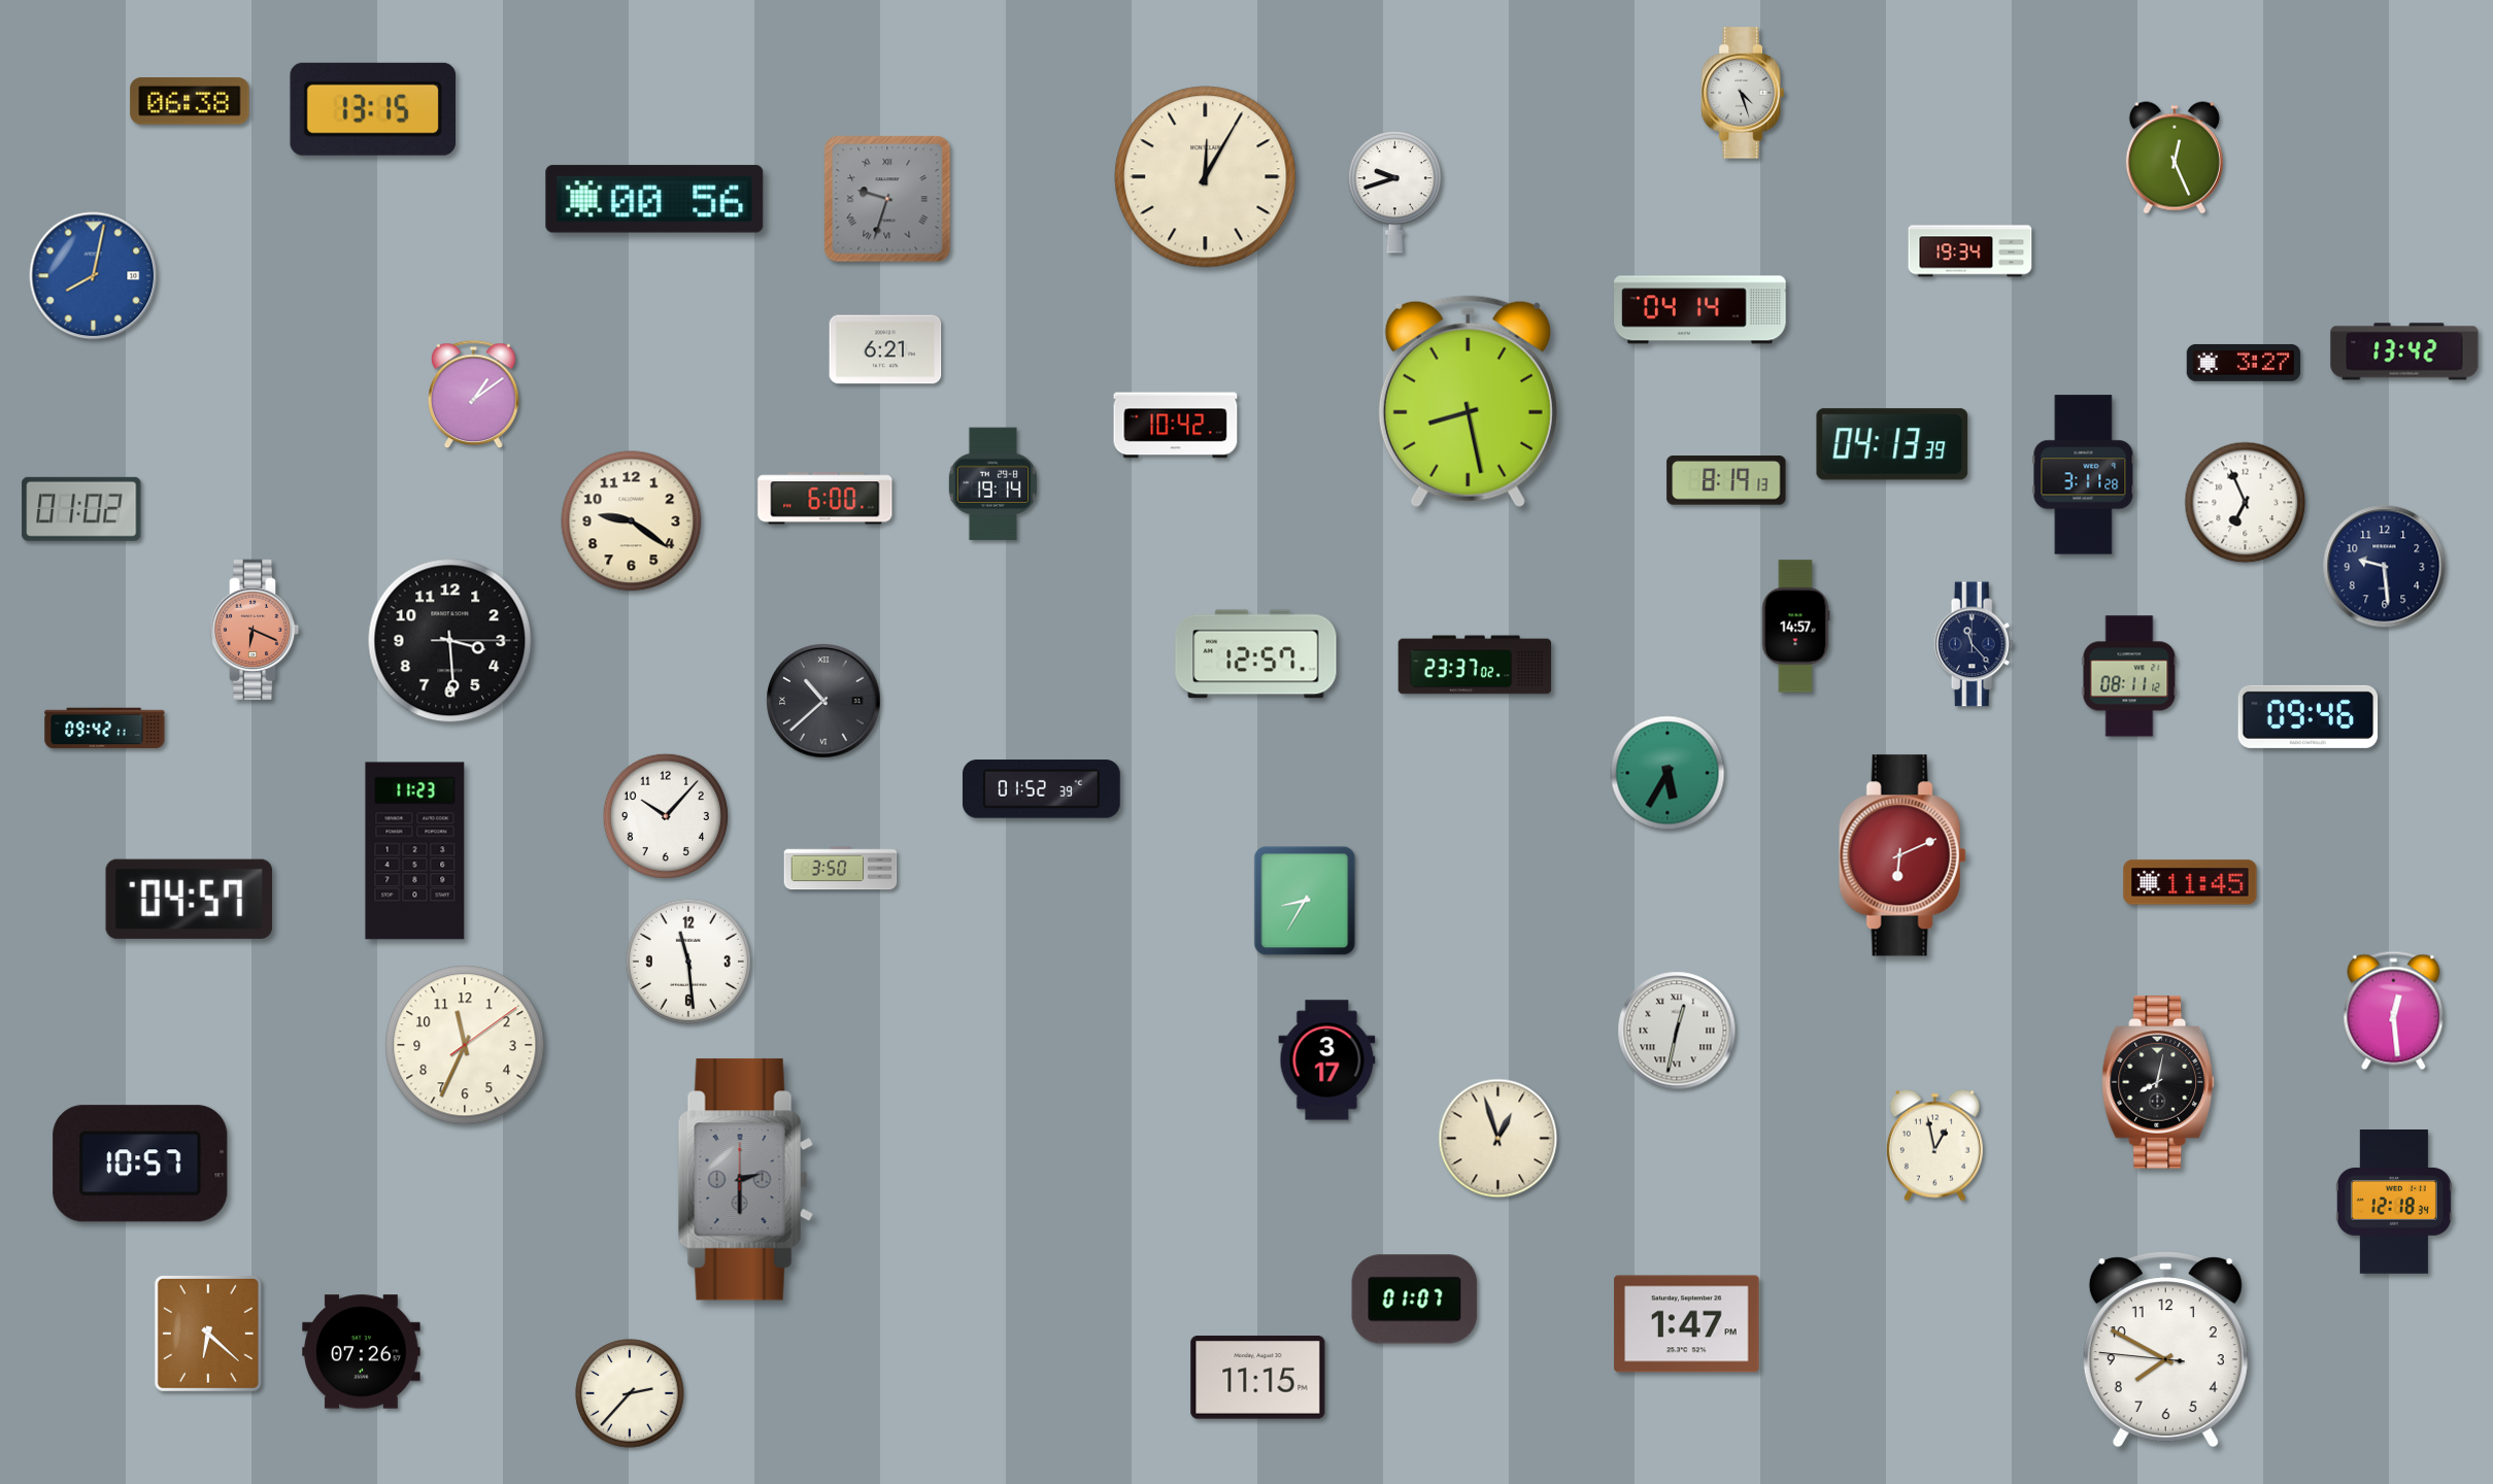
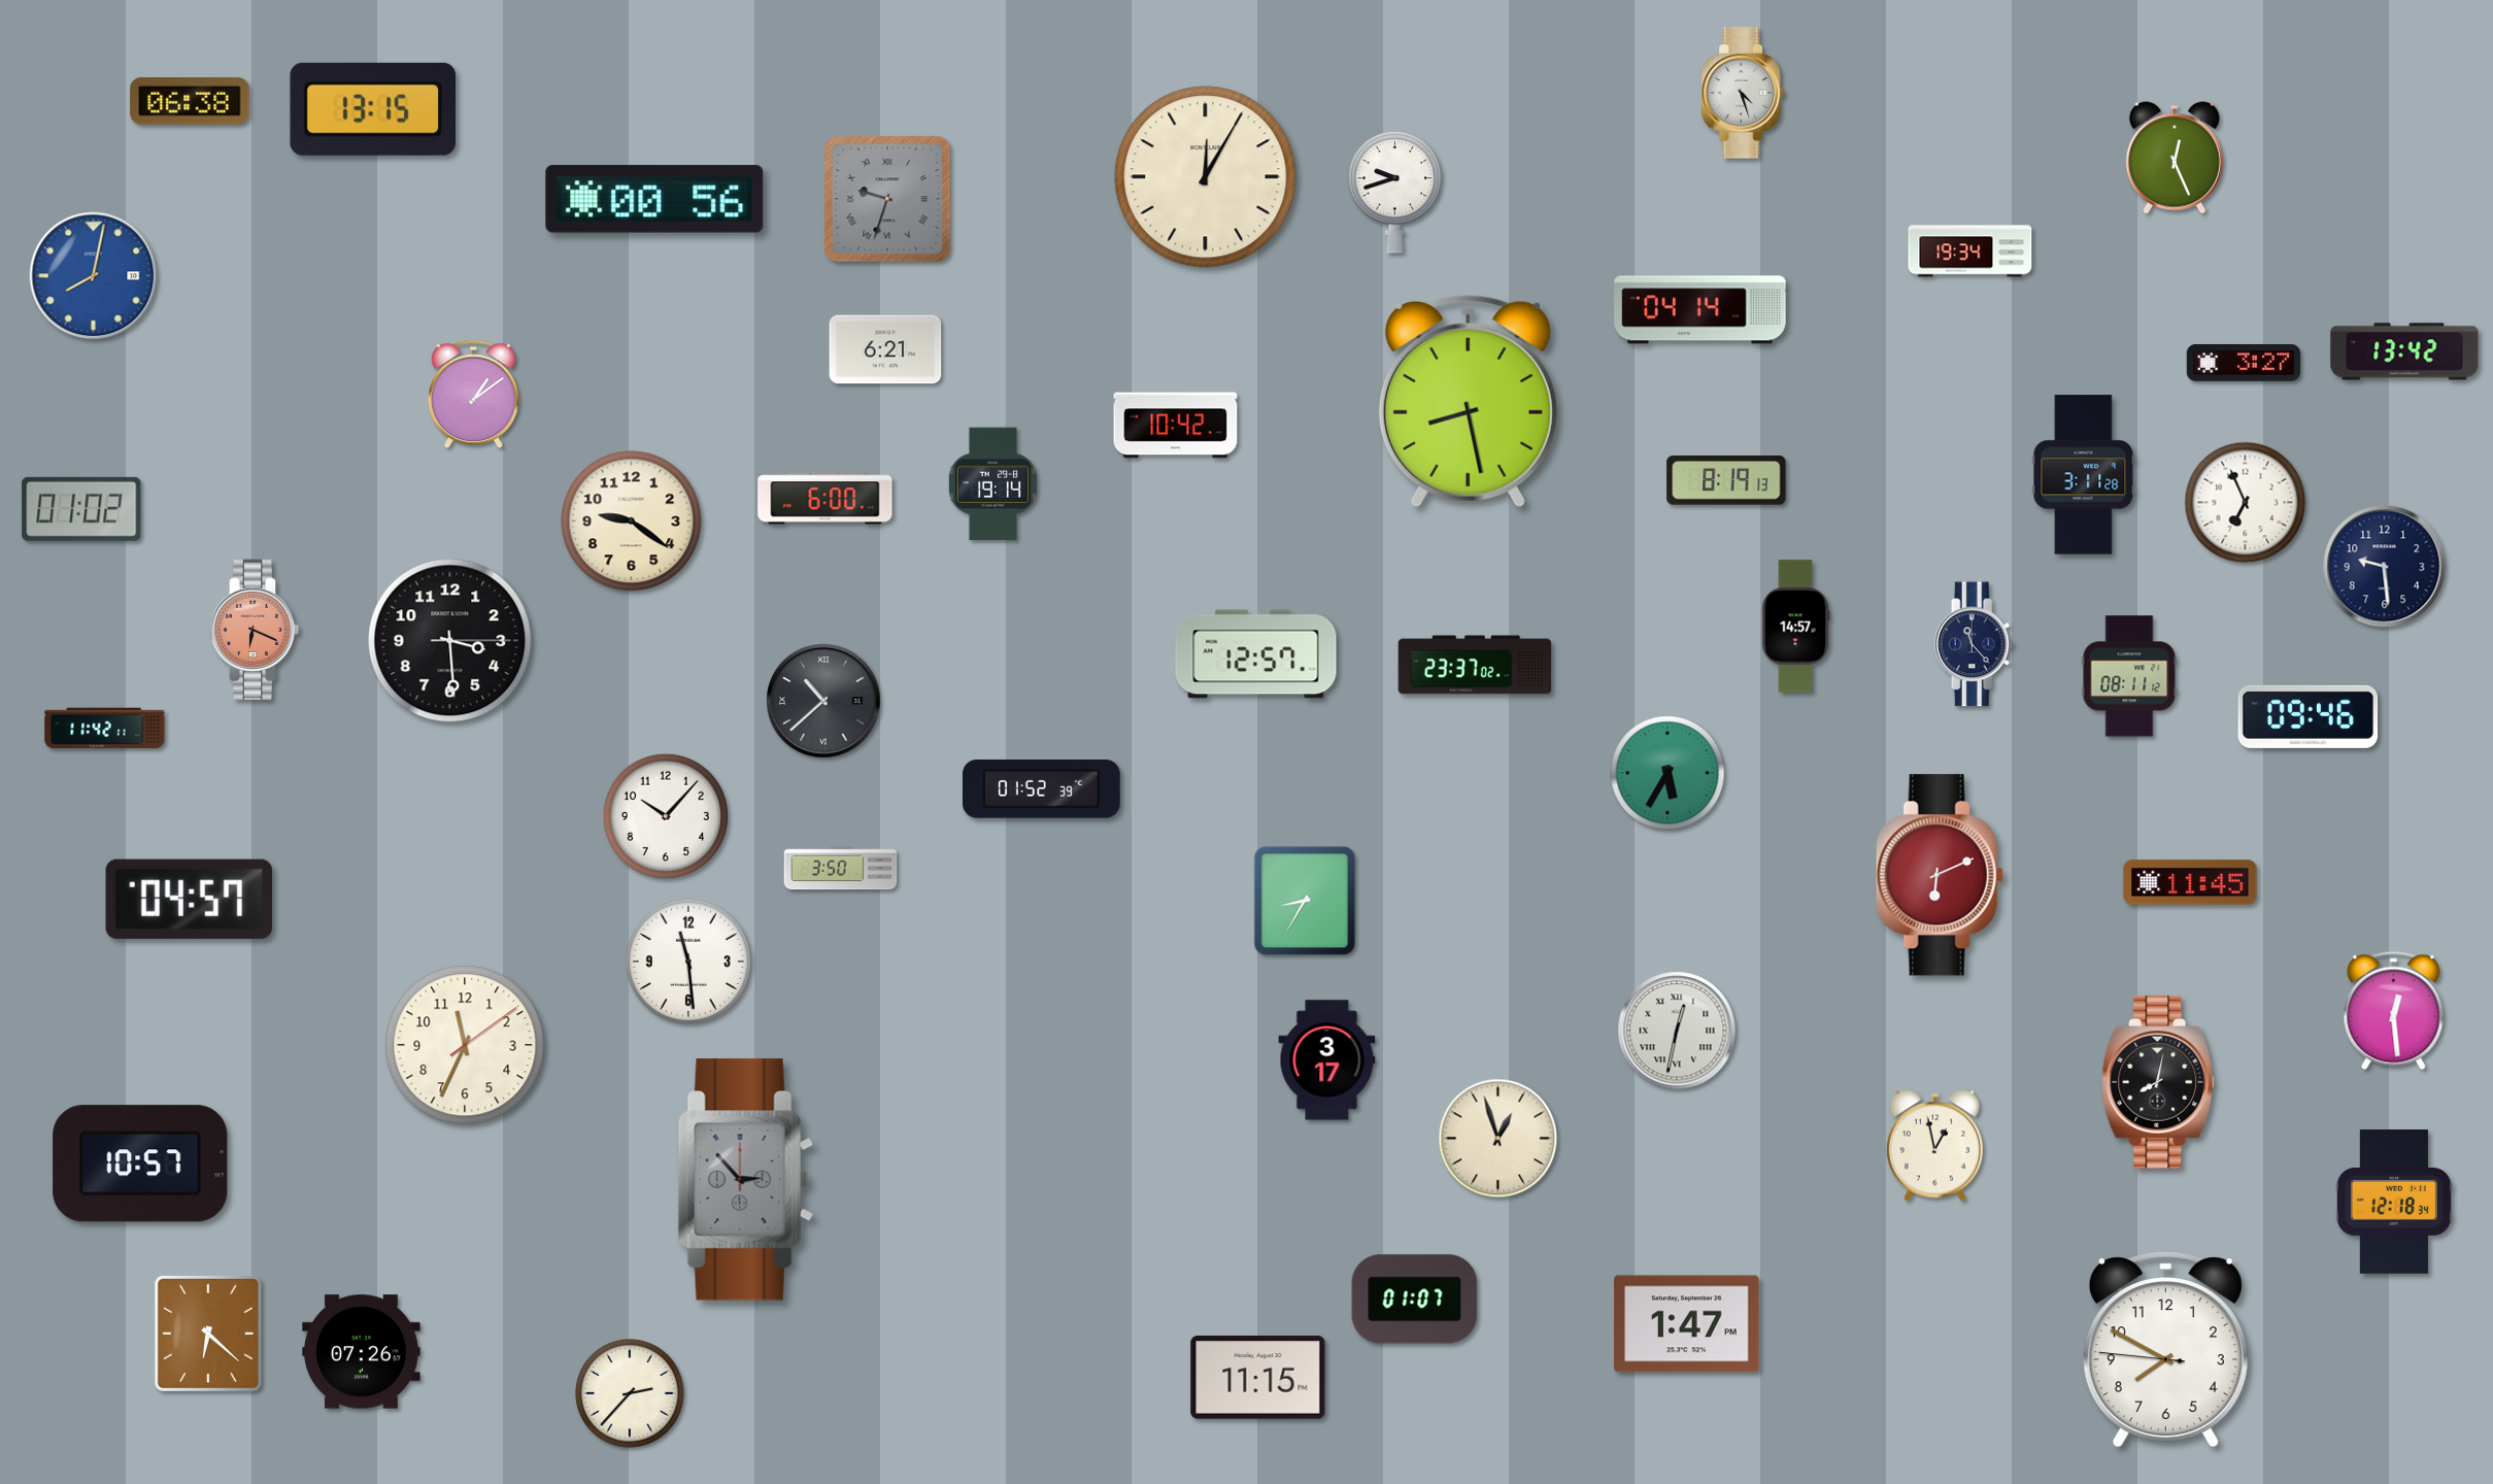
clock at (1892, 444): 04:13 -> none
clock at (105, 729): 09:42 -> 11:42
clock at (415, 851): 11:23 -> none
clock at (1902, 855) position: (1902, 855) -> (1940, 875)
clock at (745, 1180): 2:30 -> 2:53
